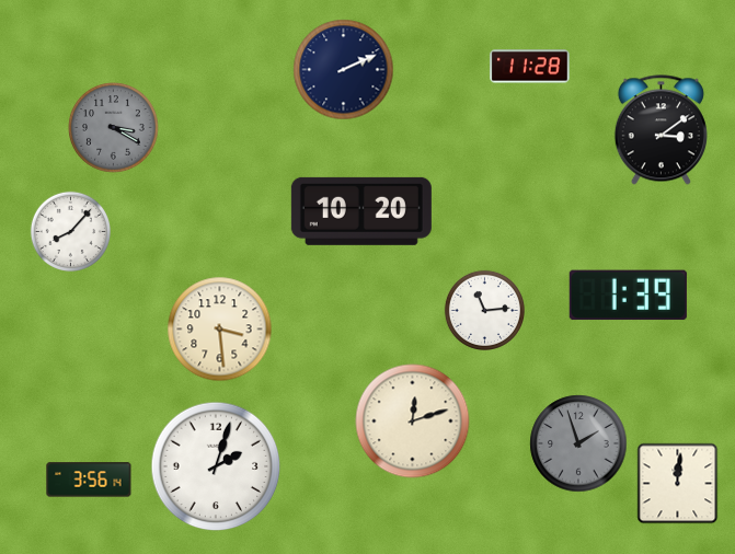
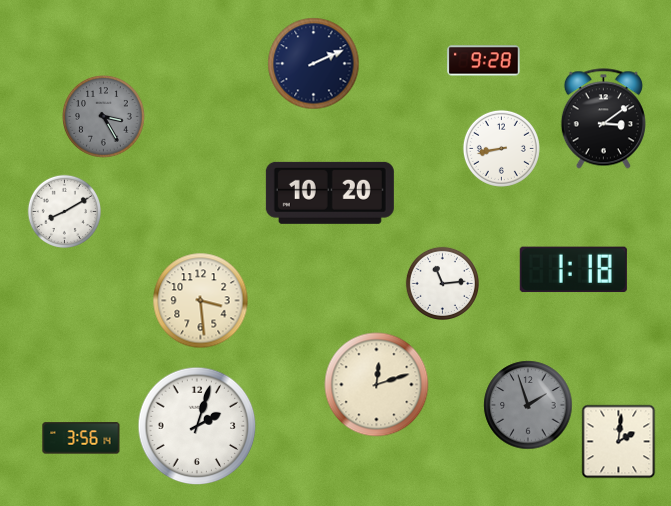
clock at (530, 67): 11:28 -> 9:28
clock at (114, 128): 3:20 -> 3:25
clock at (501, 148): none -> 8:43
clock at (70, 231): 8:07 -> 8:10
clock at (628, 296): 1:39 -> 1:18
clock at (678, 484): 12:01 -> 2:01
